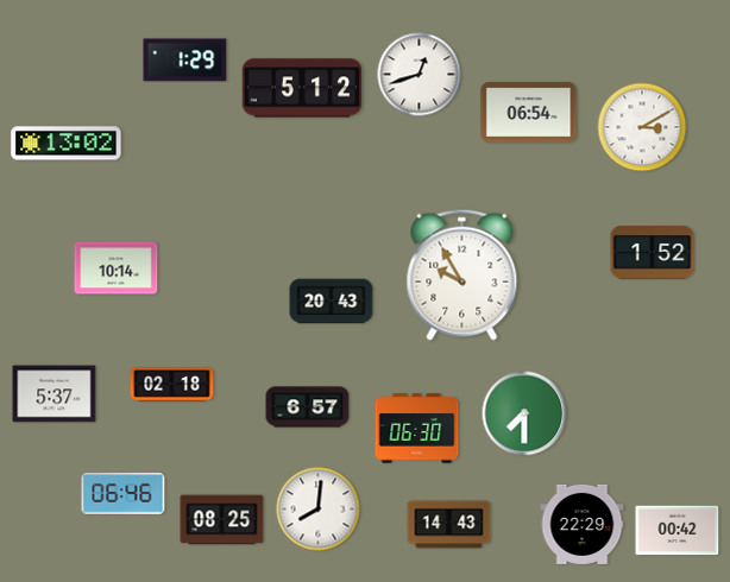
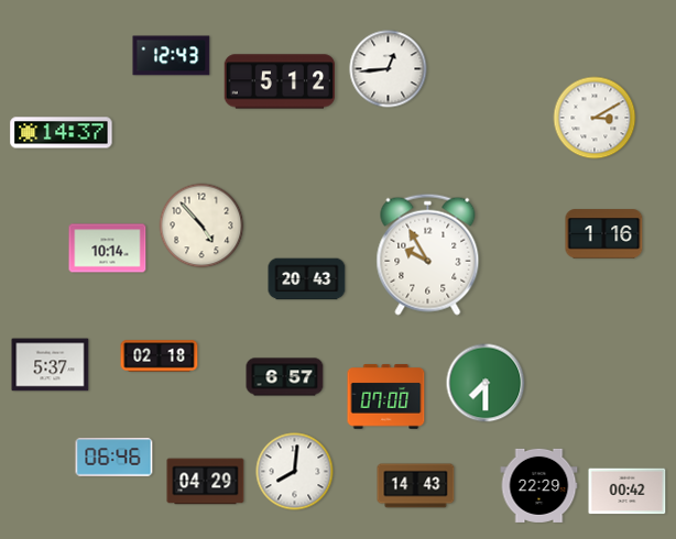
clock at (185, 61): 1:29 -> 12:43
clock at (420, 75): 12:42 -> 12:44
clock at (529, 113): 06:54 -> none
clock at (67, 144): 13:02 -> 14:37
clock at (201, 226): none -> 4:53
clock at (653, 253): 1:52 -> 1:16
clock at (417, 429): 06:30 -> 07:00
clock at (222, 520): 08:25 -> 04:29
